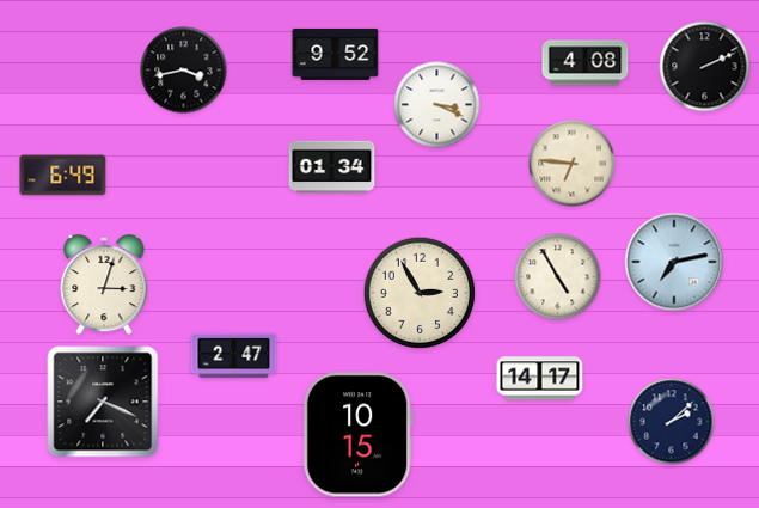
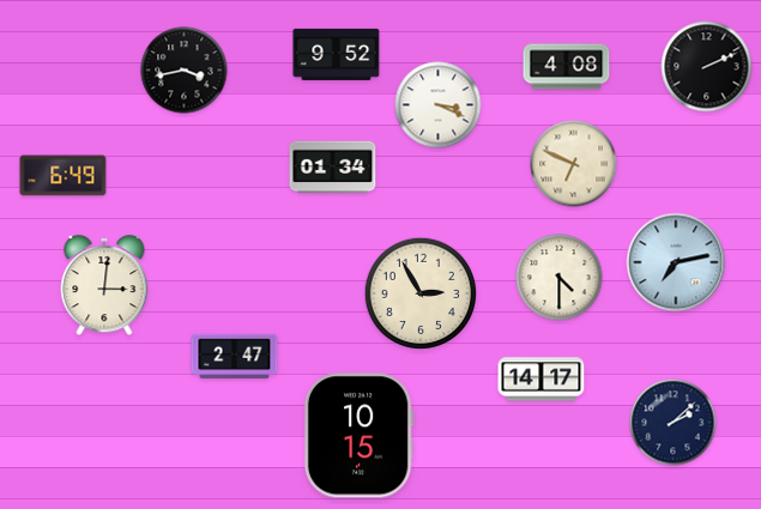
clock at (586, 63) position: (586, 63) -> (567, 67)
clock at (573, 164): 6:46 -> 6:49
clock at (558, 277): 4:55 -> 4:30
clock at (104, 284): 3:03 -> 3:01
clock at (103, 402): 7:19 -> none
